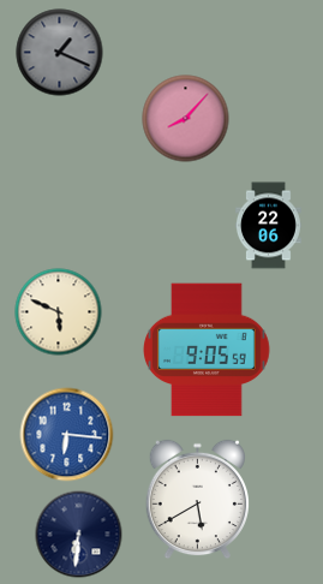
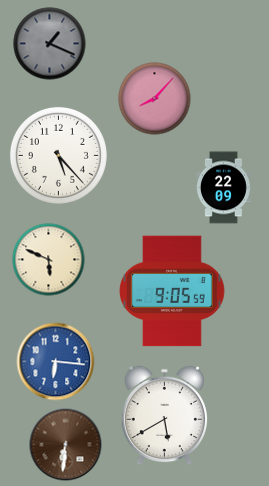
clock at (58, 155): none -> 5:23
clock at (268, 226): 22:06 -> 22:09
clock at (79, 535) dial: navy -> brown
